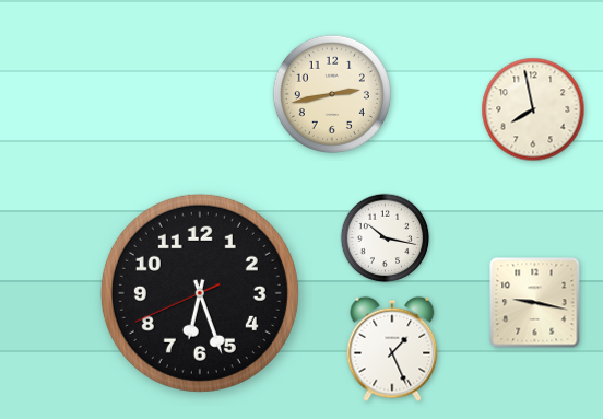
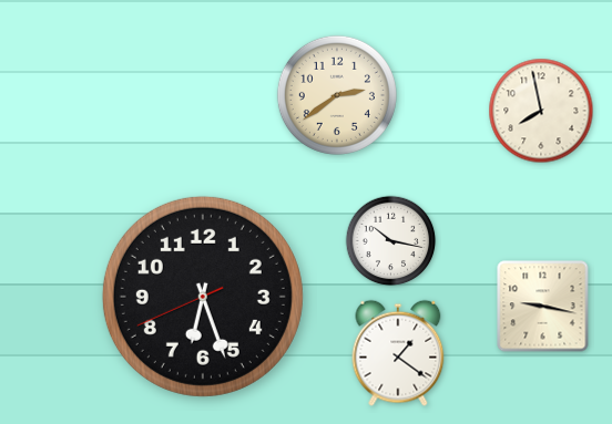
clock at (332, 94): 2:43 -> 2:39
clock at (392, 349): 1:26 -> 1:21
